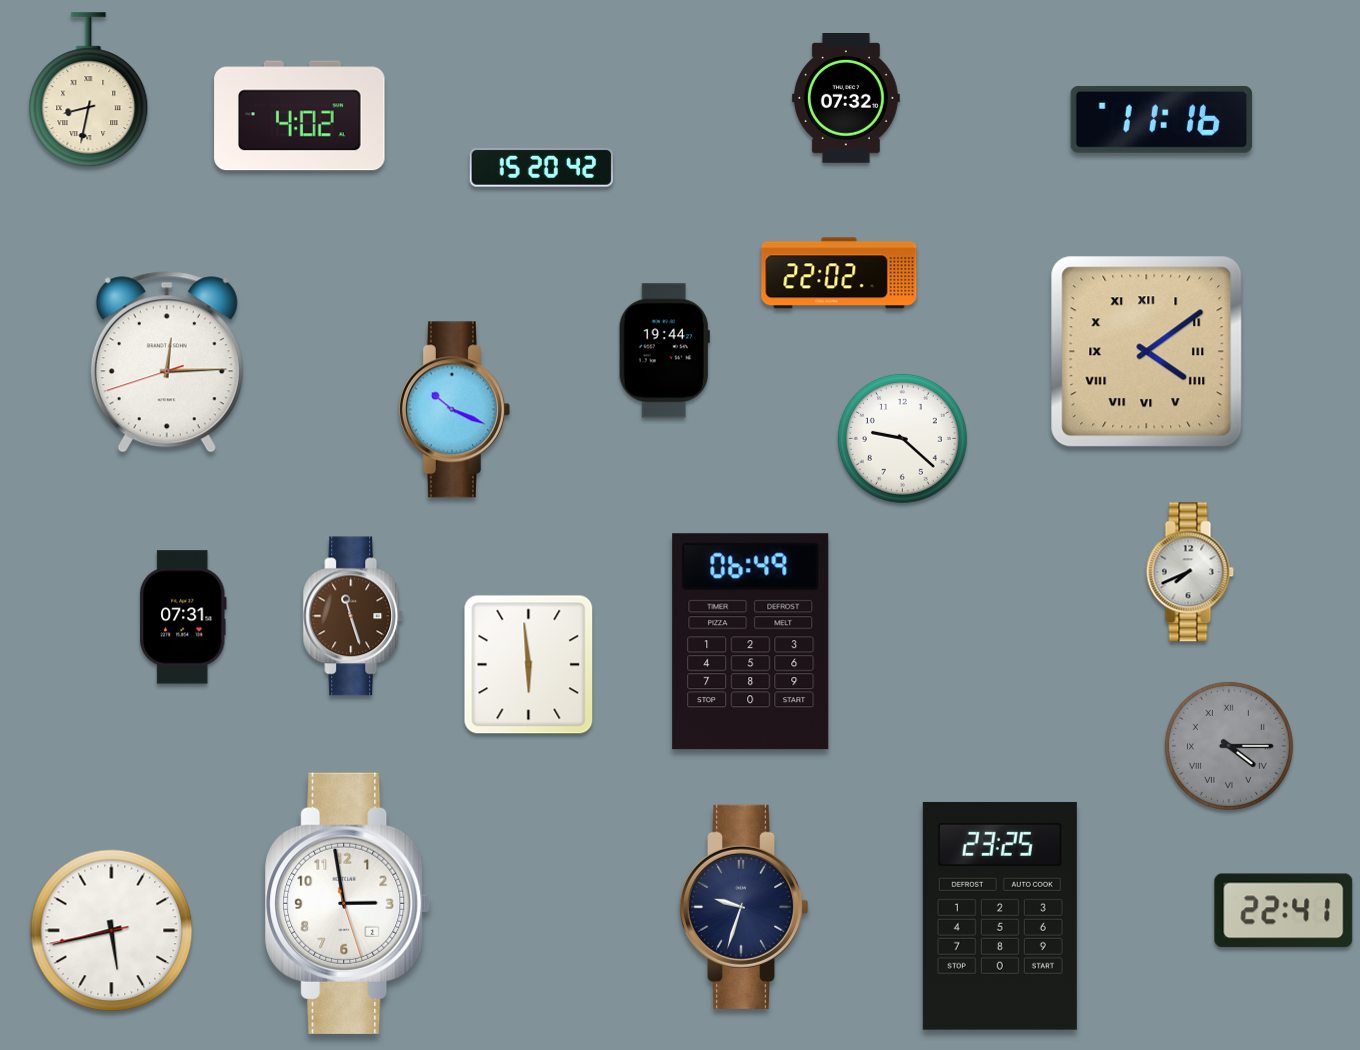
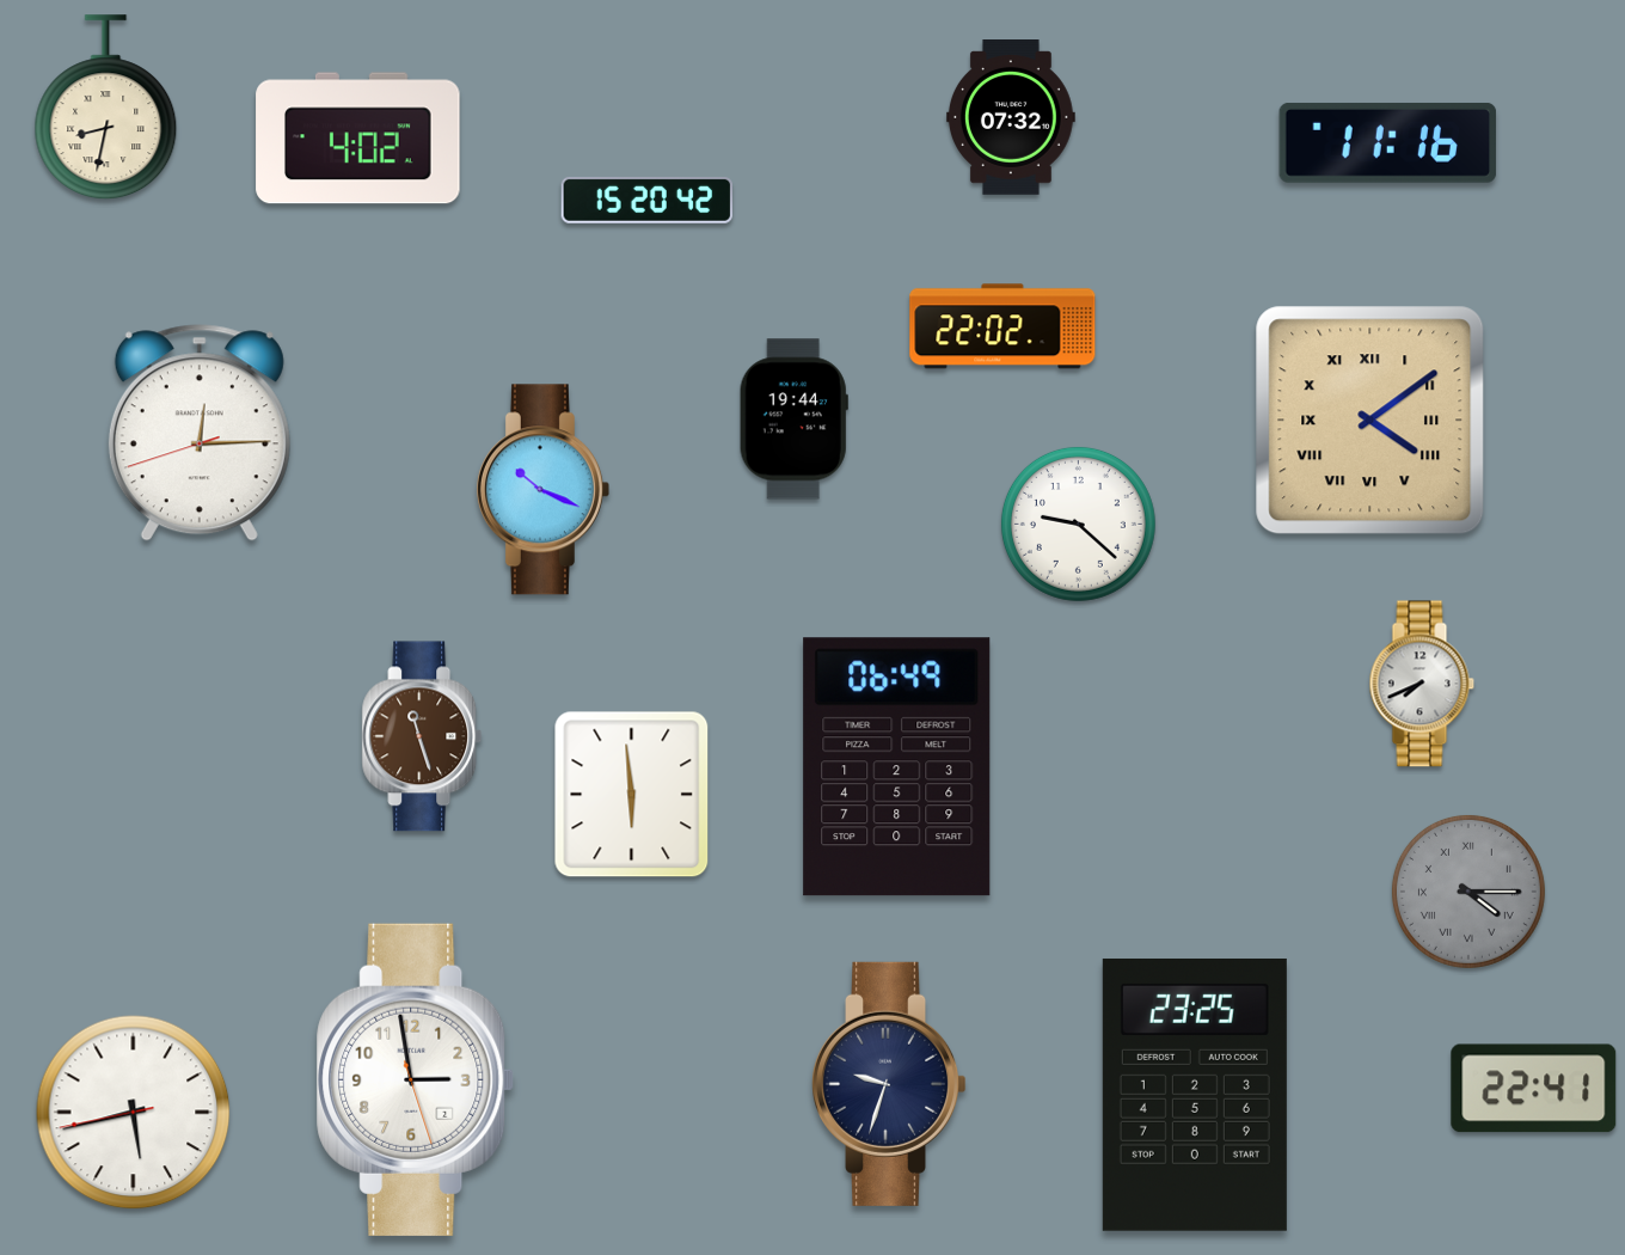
clock at (183, 617): 07:31 -> none
